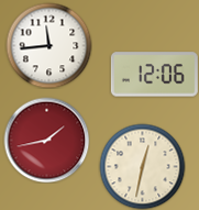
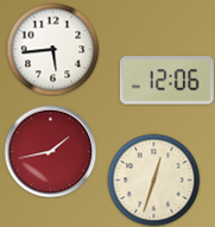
clock at (48, 45): 11:44 -> 5:44
clock at (142, 166): 12:32 -> 12:33
